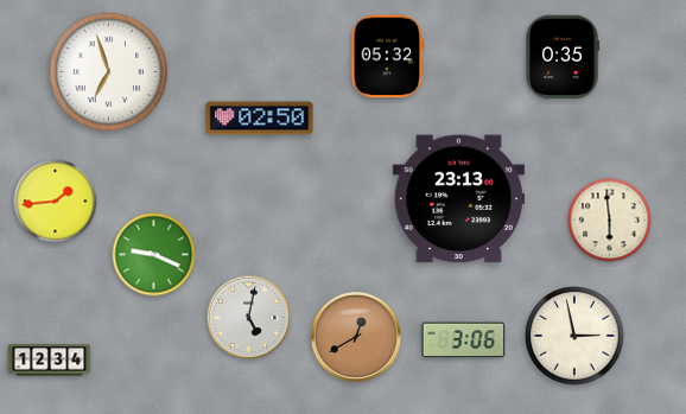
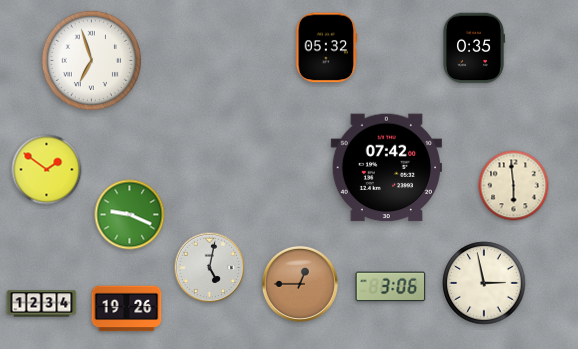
clock at (260, 119): 02:50 -> none
clock at (458, 199): 23:13 -> 07:42
clock at (56, 202): 1:44 -> 1:51
clock at (356, 337): 12:40 -> 12:45
clock at (127, 309): none -> 19:26
